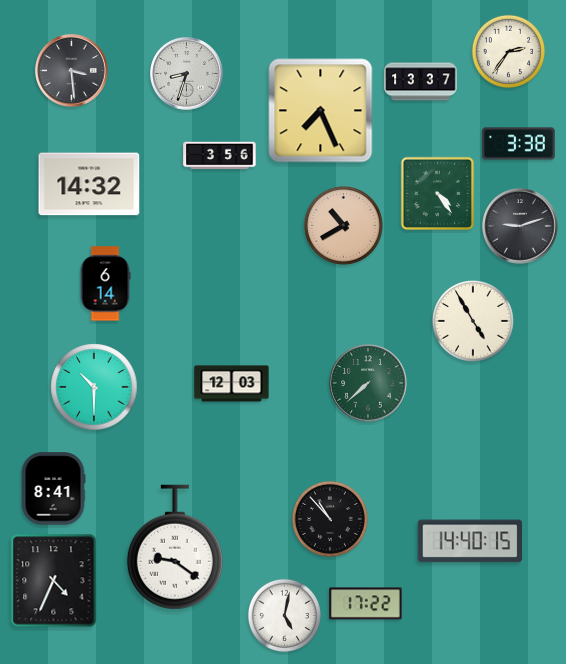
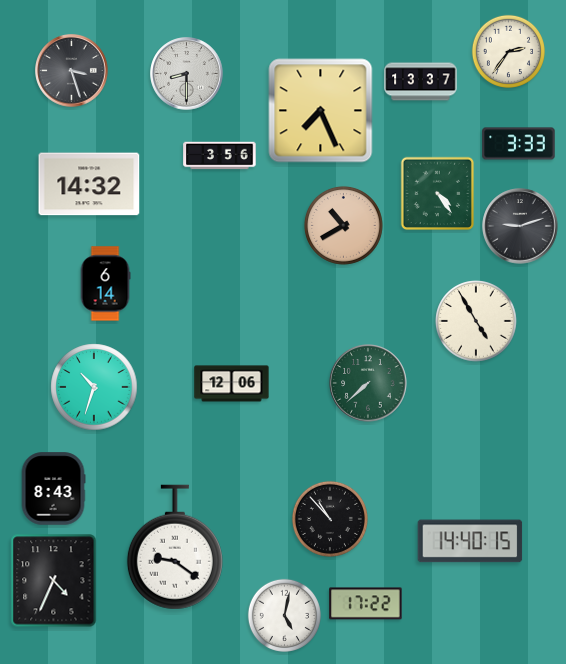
clock at (72, 71): 3:29 -> 3:27
clock at (187, 74): 8:33 -> 8:30
clock at (519, 144): 3:38 -> 3:33
clock at (473, 321) position: (473, 321) -> (476, 321)
clock at (232, 384): 12:03 -> 12:06
clock at (94, 387): 10:30 -> 10:33
clock at (53, 489): 8:41 -> 8:43
